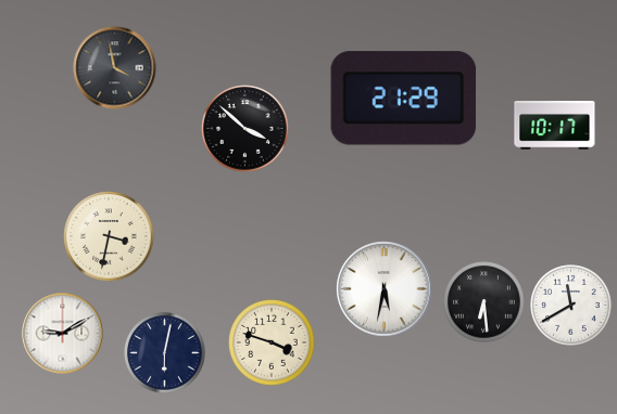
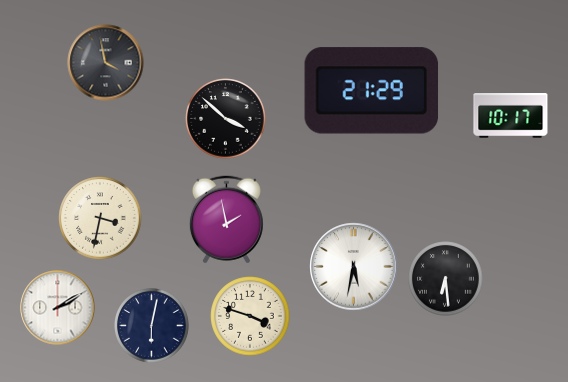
clock at (226, 220): none -> 1:58
clock at (571, 306): 11:40 -> none
clock at (63, 334): 9:10 -> 2:10
